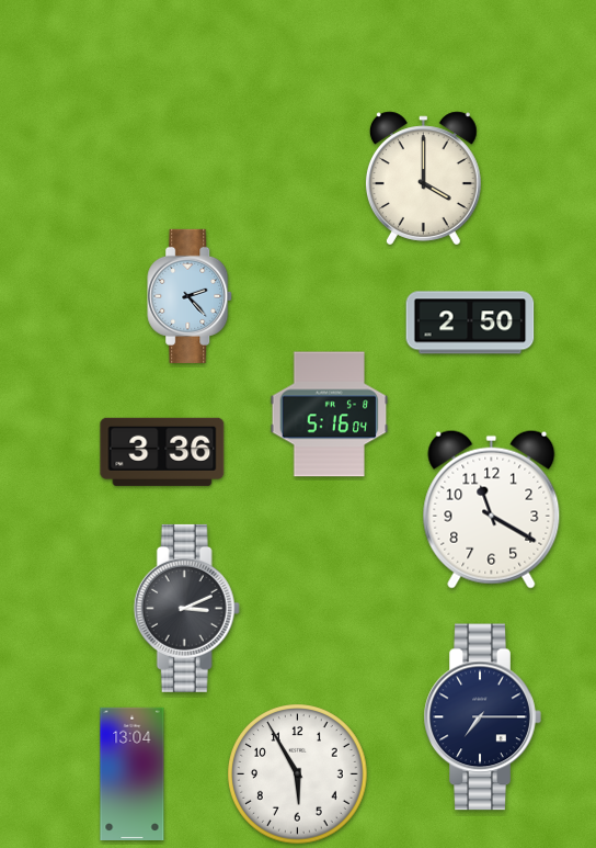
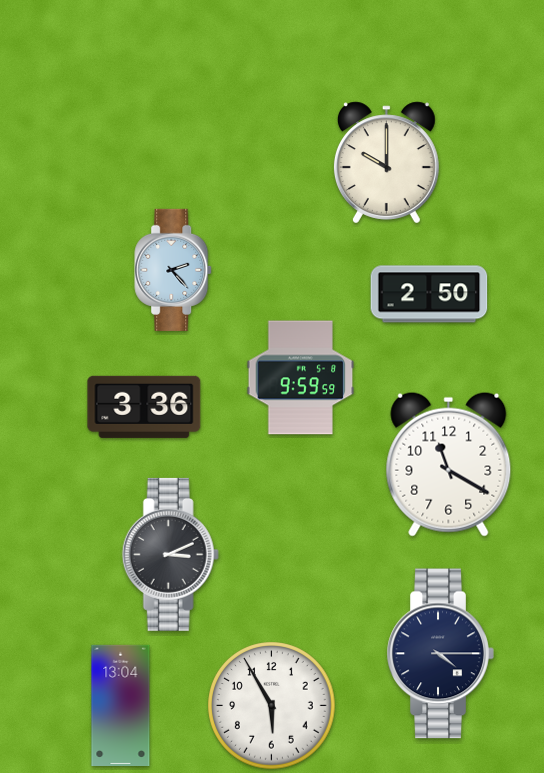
clock at (423, 179): 4:00 -> 10:00
clock at (330, 415): 5:16 -> 9:59
clock at (162, 452) position: (162, 452) -> (144, 407)
clock at (482, 717): 7:15 -> 4:15
